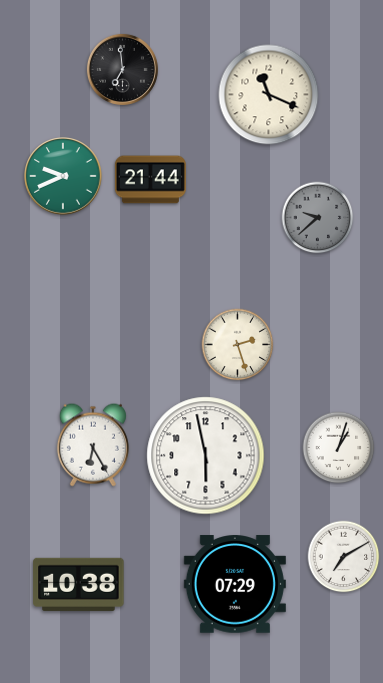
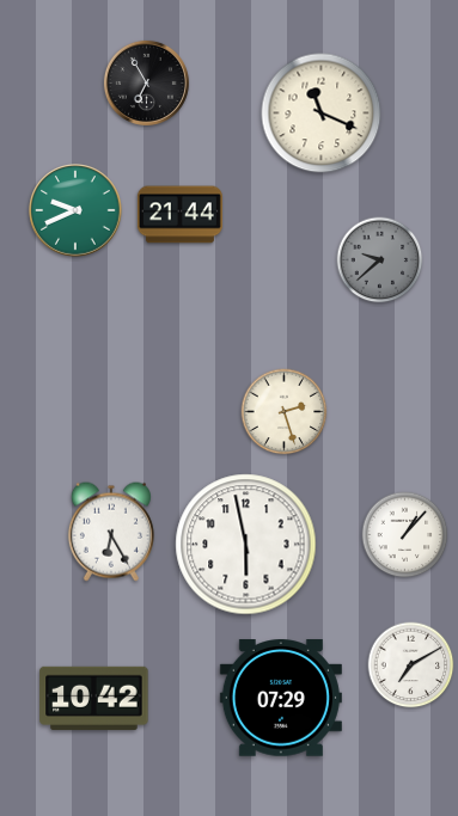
clock at (122, 69): 6:59 -> 6:55
clock at (339, 448): 1:03 -> 1:07
clock at (79, 584): 10:38 -> 10:42
